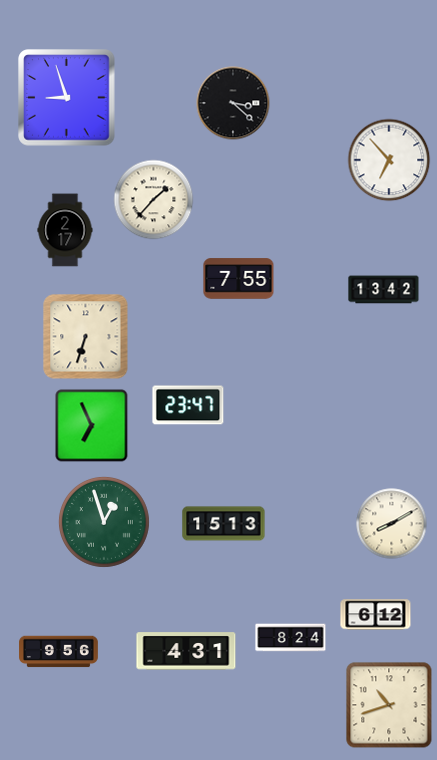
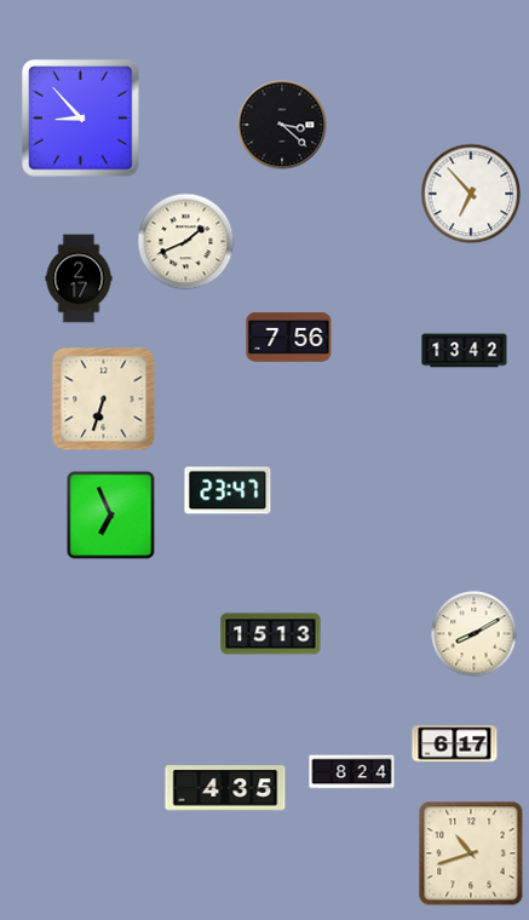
clock at (67, 98): 8:57 -> 8:53
clock at (154, 200): 1:37 -> 1:41
clock at (239, 279): 7:55 -> 7:56
clock at (86, 337) position: (86, 337) -> (104, 399)
clock at (104, 522): 12:57 -> none
clock at (376, 615): 6:12 -> 6:17
clock at (186, 651): 4:31 -> 4:35
clock at (59, 652): 9:56 -> none
